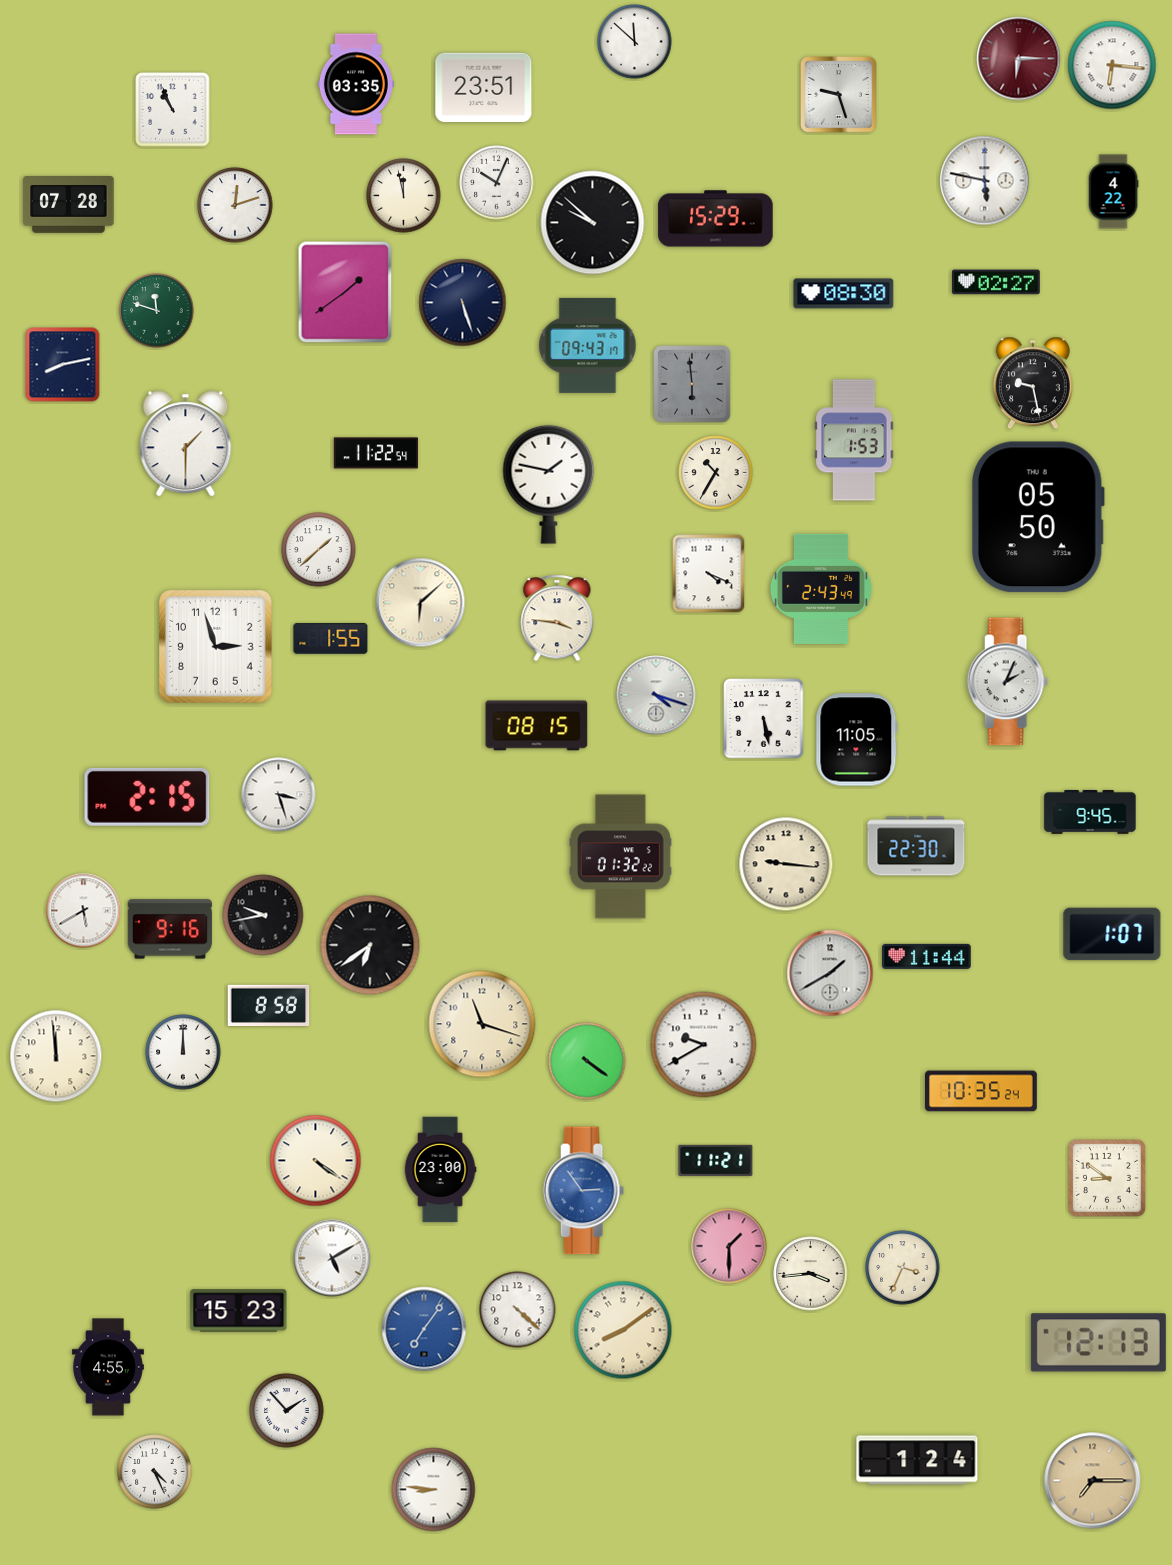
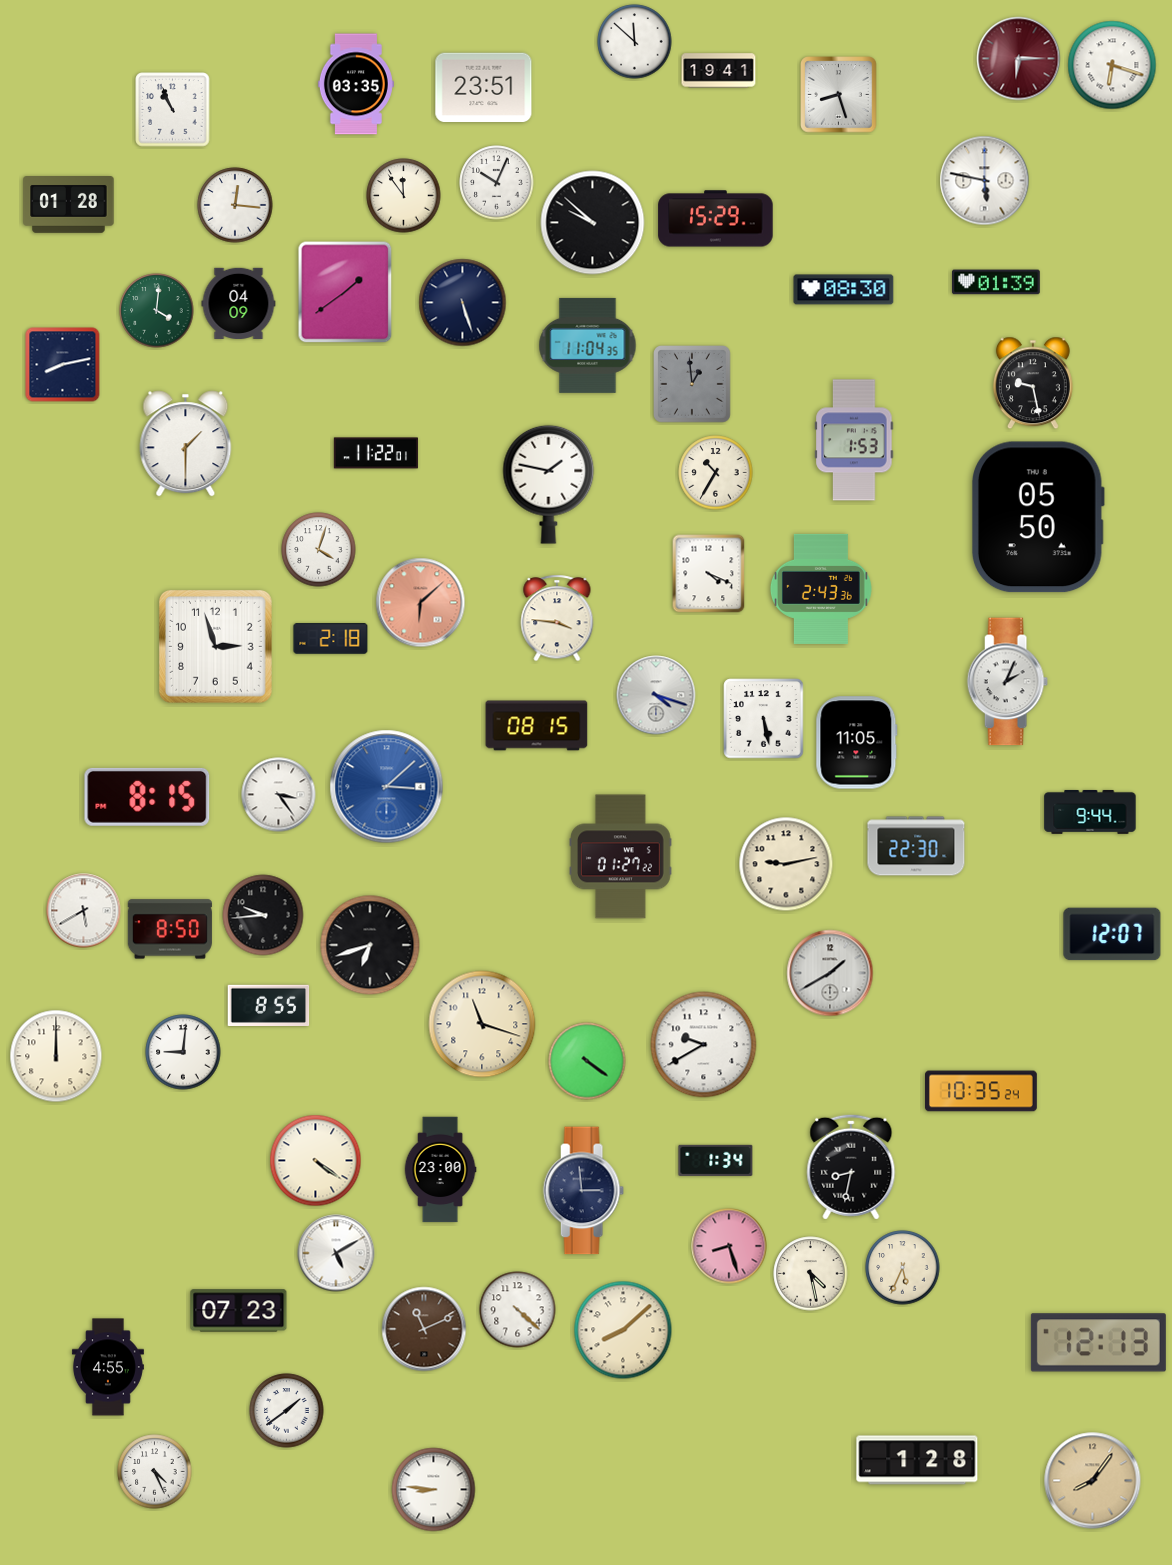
clock at (1112, 65): 6:16 -> 6:18
clock at (719, 71): none -> 19:41
clock at (839, 95): 9:27 -> 8:27
clock at (1113, 192): 4:22 -> none
clock at (404, 196): 11:58 -> 11:54
clock at (69, 205): 07:28 -> 01:28
clock at (235, 205): 12:12 -> 12:16
clock at (997, 282): 02:27 -> 01:39
clock at (844, 294) position: (844, 294) -> (844, 290)
clock at (239, 303): none -> 04:09
clock at (157, 311): 11:48 -> 4:01
clock at (588, 345): 09:43 -> 11:04
clock at (693, 385): 5:59 -> 12:59
clock at (376, 453): 11:22:54 -> 11:22:01
clock at (319, 550): 1:38 -> 4:03
clock at (821, 589): 2:43:49 -> 2:43:36
clock at (421, 603) dial: cream -> salmon
clock at (331, 639): 1:55 -> 2:18
clock at (857, 740) position: (857, 740) -> (857, 743)
clock at (387, 787): none -> 3:08
clock at (279, 795): 3:27 -> 3:24
clock at (147, 797): 2:15 -> 8:15
clock at (1090, 812): 9:45 -> 9:44
clock at (621, 857): 01:32 -> 01:27
clock at (786, 864): 9:16 -> 9:13
clock at (263, 915): 9:43 -> 9:44
clock at (170, 929): 9:16 -> 8:50
clock at (1112, 934): 1:07 -> 12:07
clock at (370, 945): 6:39 -> 6:42
clock at (927, 956): 11:44 -> none
clock at (269, 1005): 8:58 -> 8:55
clock at (183, 1052): 12:00 -> 9:01
clock at (56, 1056): 11:59 -> 12:00
clock at (716, 1160): 11:21 -> 1:34
clock at (851, 1167): none -> 8:32
clock at (1108, 1179): 8:51 -> none
clock at (583, 1191): 2:54 -> 2:59
clock at (583, 1191) dial: blue -> navy
clock at (729, 1246): 1:30 -> 8:27
clock at (332, 1258) position: (332, 1258) -> (336, 1253)
clock at (903, 1268): 3:34 -> 5:34
clock at (811, 1274): 3:44 -> 4:28
clock at (239, 1311): 15:23 -> 07:23
clock at (424, 1329): 7:06 -> 11:11
clock at (424, 1329) dial: blue -> brown
clock at (623, 1330): 8:09 -> 8:08
clock at (287, 1411): 1:53 -> 1:39
clock at (917, 1460): 1:24 -> 1:28
clock at (1093, 1481): 7:15 -> 8:06
